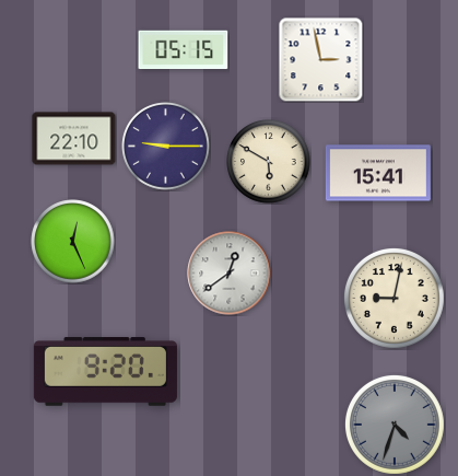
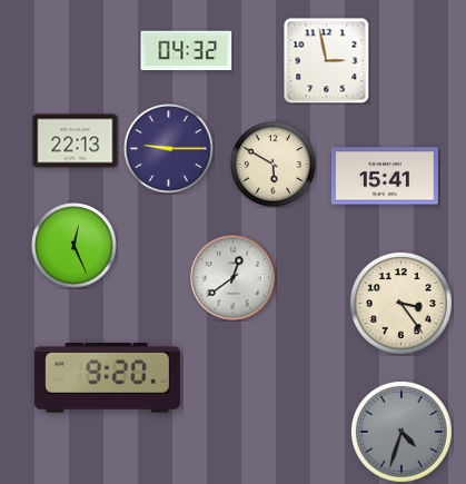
clock at (184, 50): 05:15 -> 04:32
clock at (74, 139): 22:10 -> 22:13
clock at (394, 298): 9:02 -> 3:24
